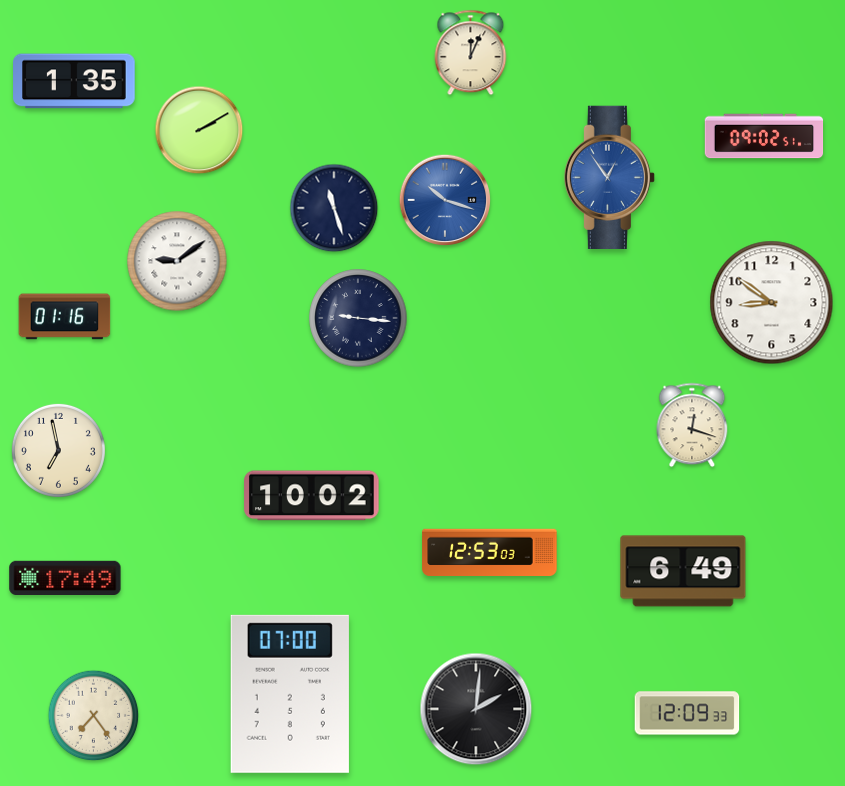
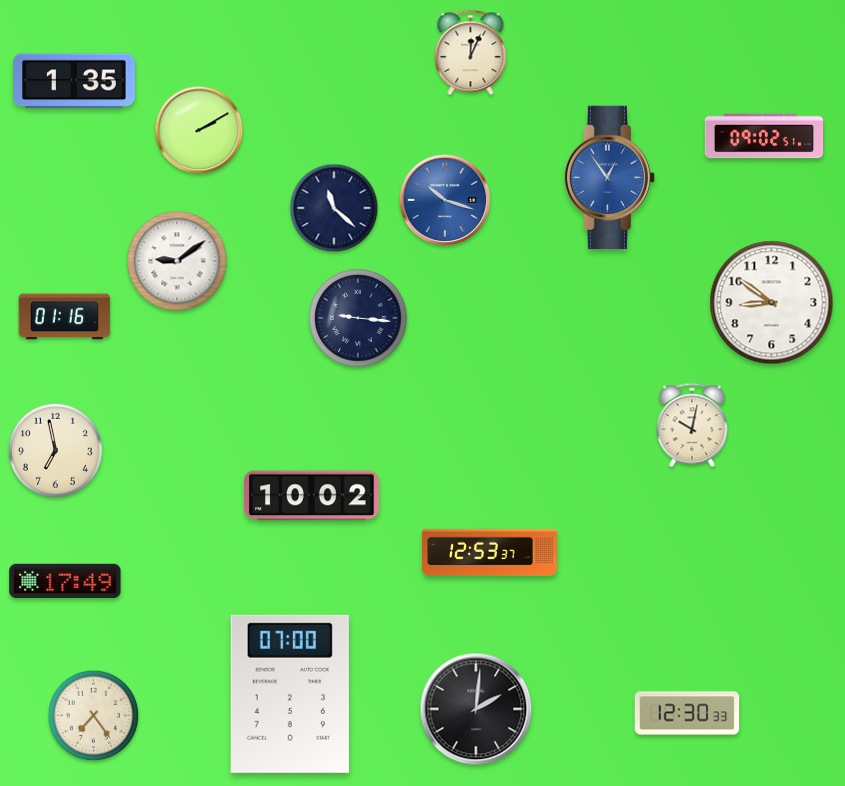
clock at (334, 208): 11:27 -> 11:22
clock at (692, 425): 12:18 -> 10:02
clock at (58, 450) position: (58, 450) -> (55, 450)
clock at (490, 553): 12:53:03 -> 12:53:37
clock at (683, 571): 6:49 -> none
clock at (65, 577) position: (65, 577) -> (65, 580)
clock at (687, 713): 12:09 -> 12:30
